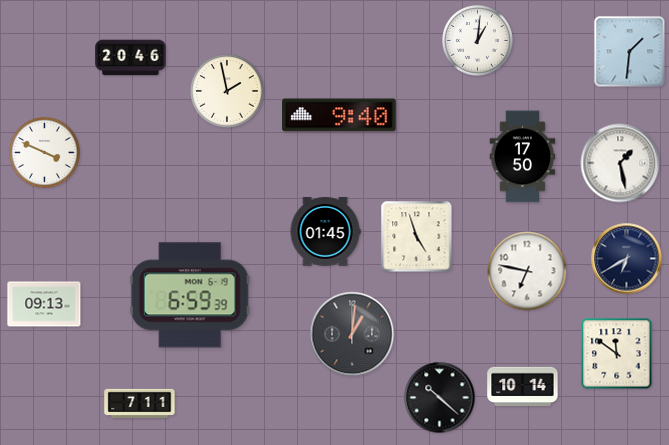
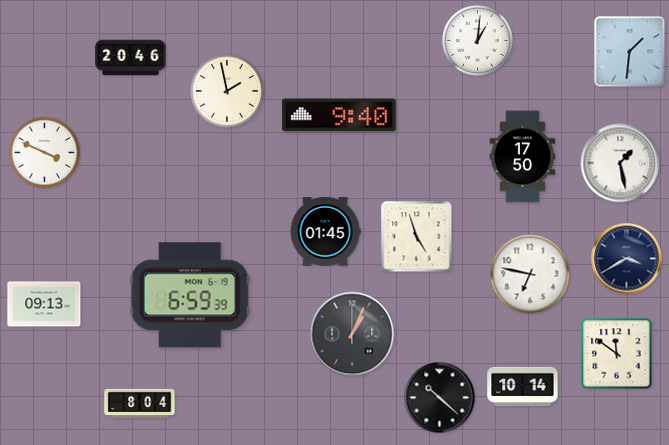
clock at (627, 259): 6:40 -> 3:40
clock at (527, 271) position: (527, 271) -> (530, 274)
clock at (352, 334): 1:01 -> 1:04
clock at (140, 404): 7:11 -> 8:04
